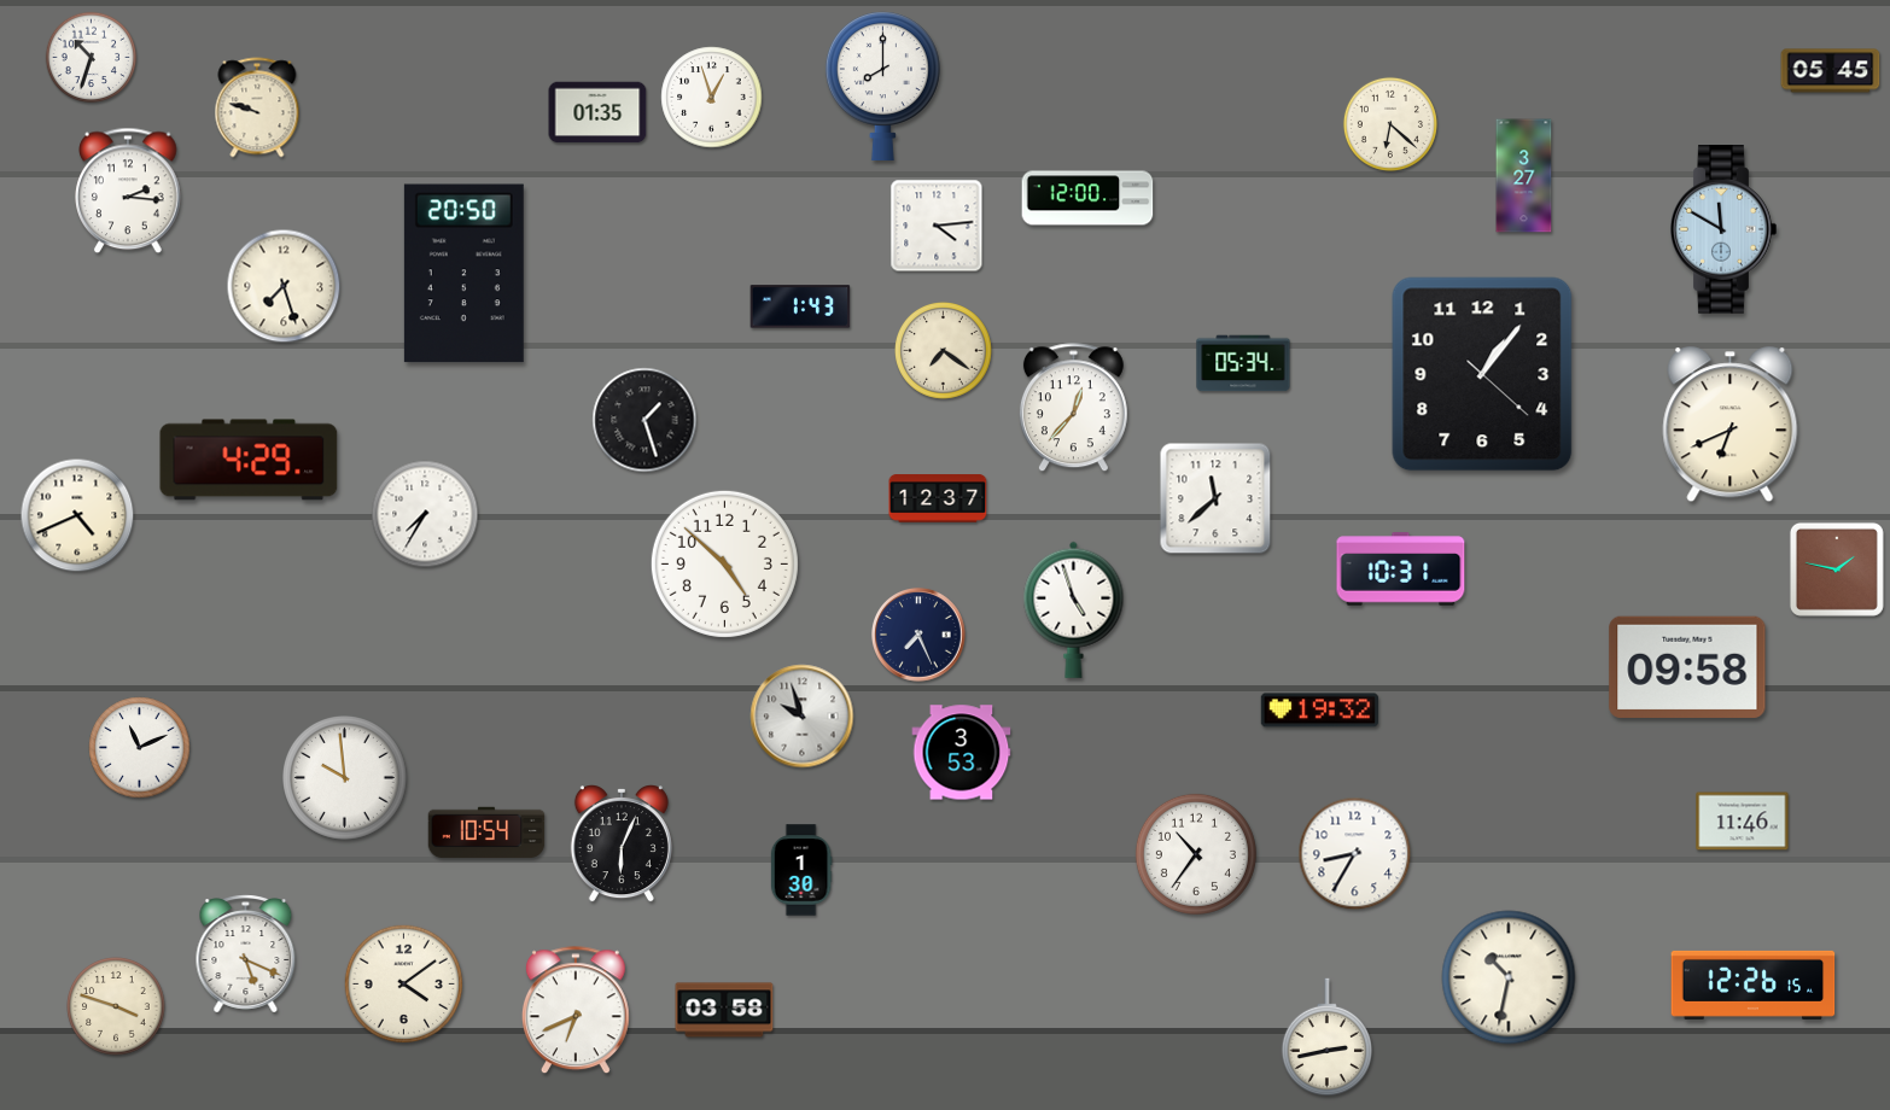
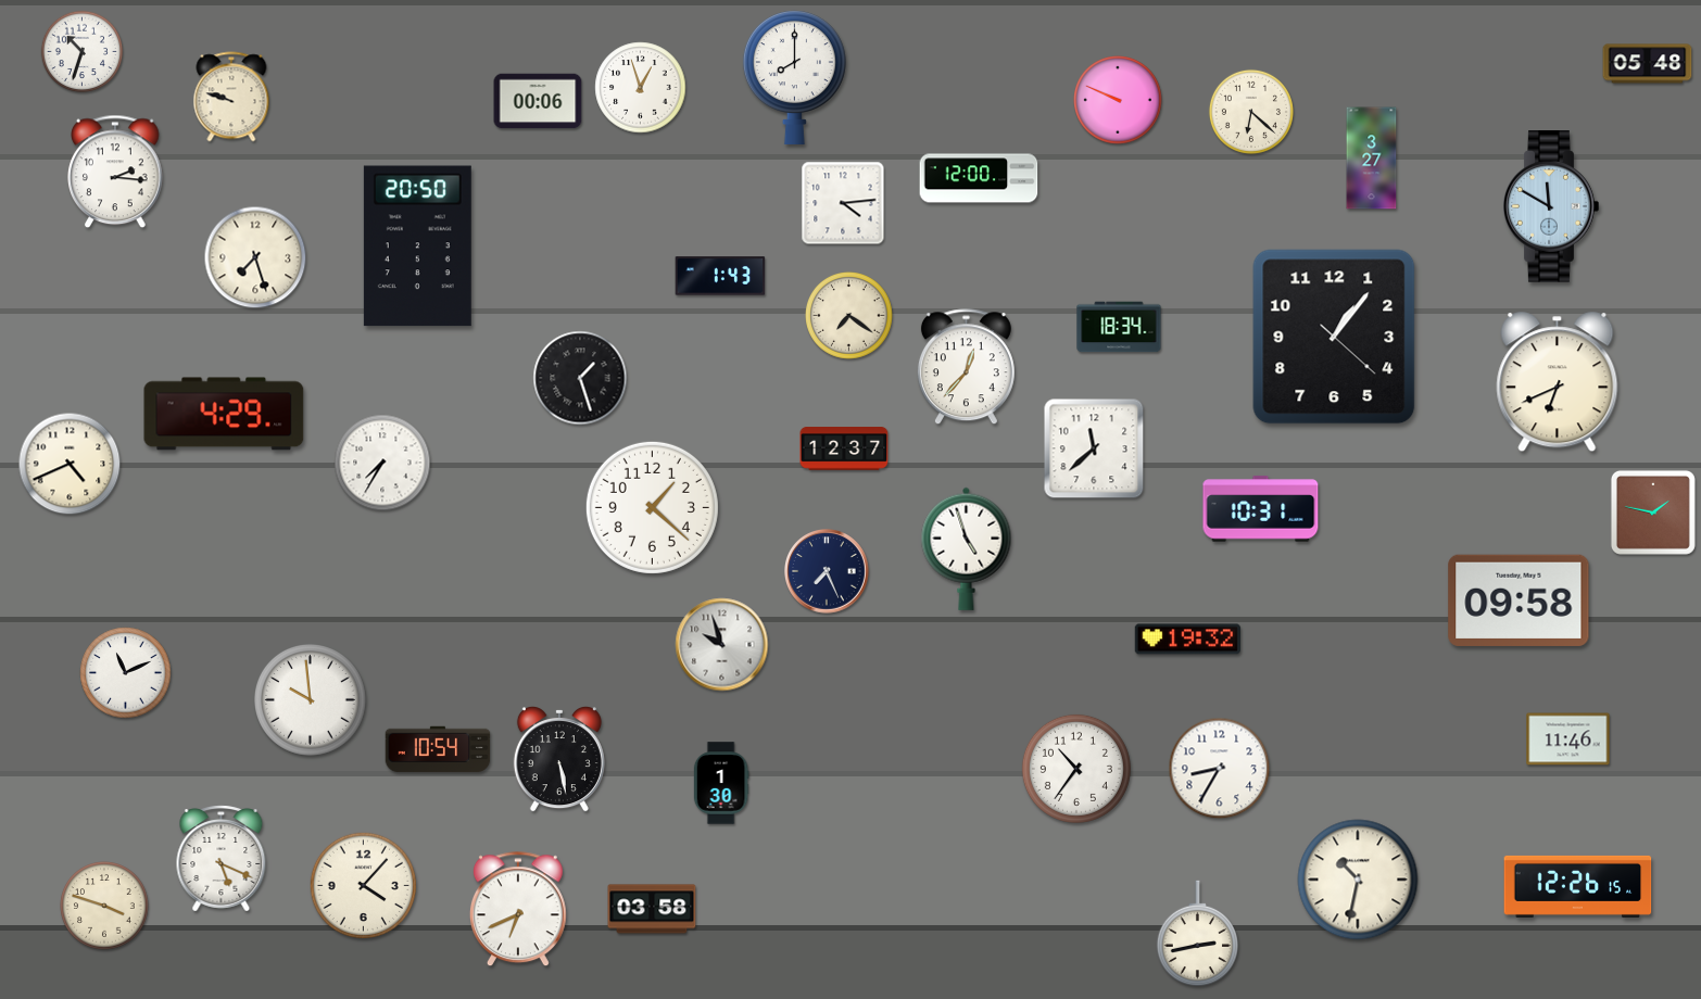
clock at (1831, 71): 05:45 -> 05:48
clock at (1118, 100): none -> 9:49
clock at (597, 112): 01:35 -> 00:06
clock at (1243, 363): 05:34 -> 18:34
clock at (724, 563): 4:52 -> 1:22
clock at (1401, 569) position: (1401, 569) -> (1261, 509)
clock at (962, 753): 3:53 -> none
clock at (622, 845): 6:04 -> 5:28
clock at (404, 985): 4:09 -> 4:07
clock at (1326, 1038) position: (1326, 1038) -> (1197, 934)
